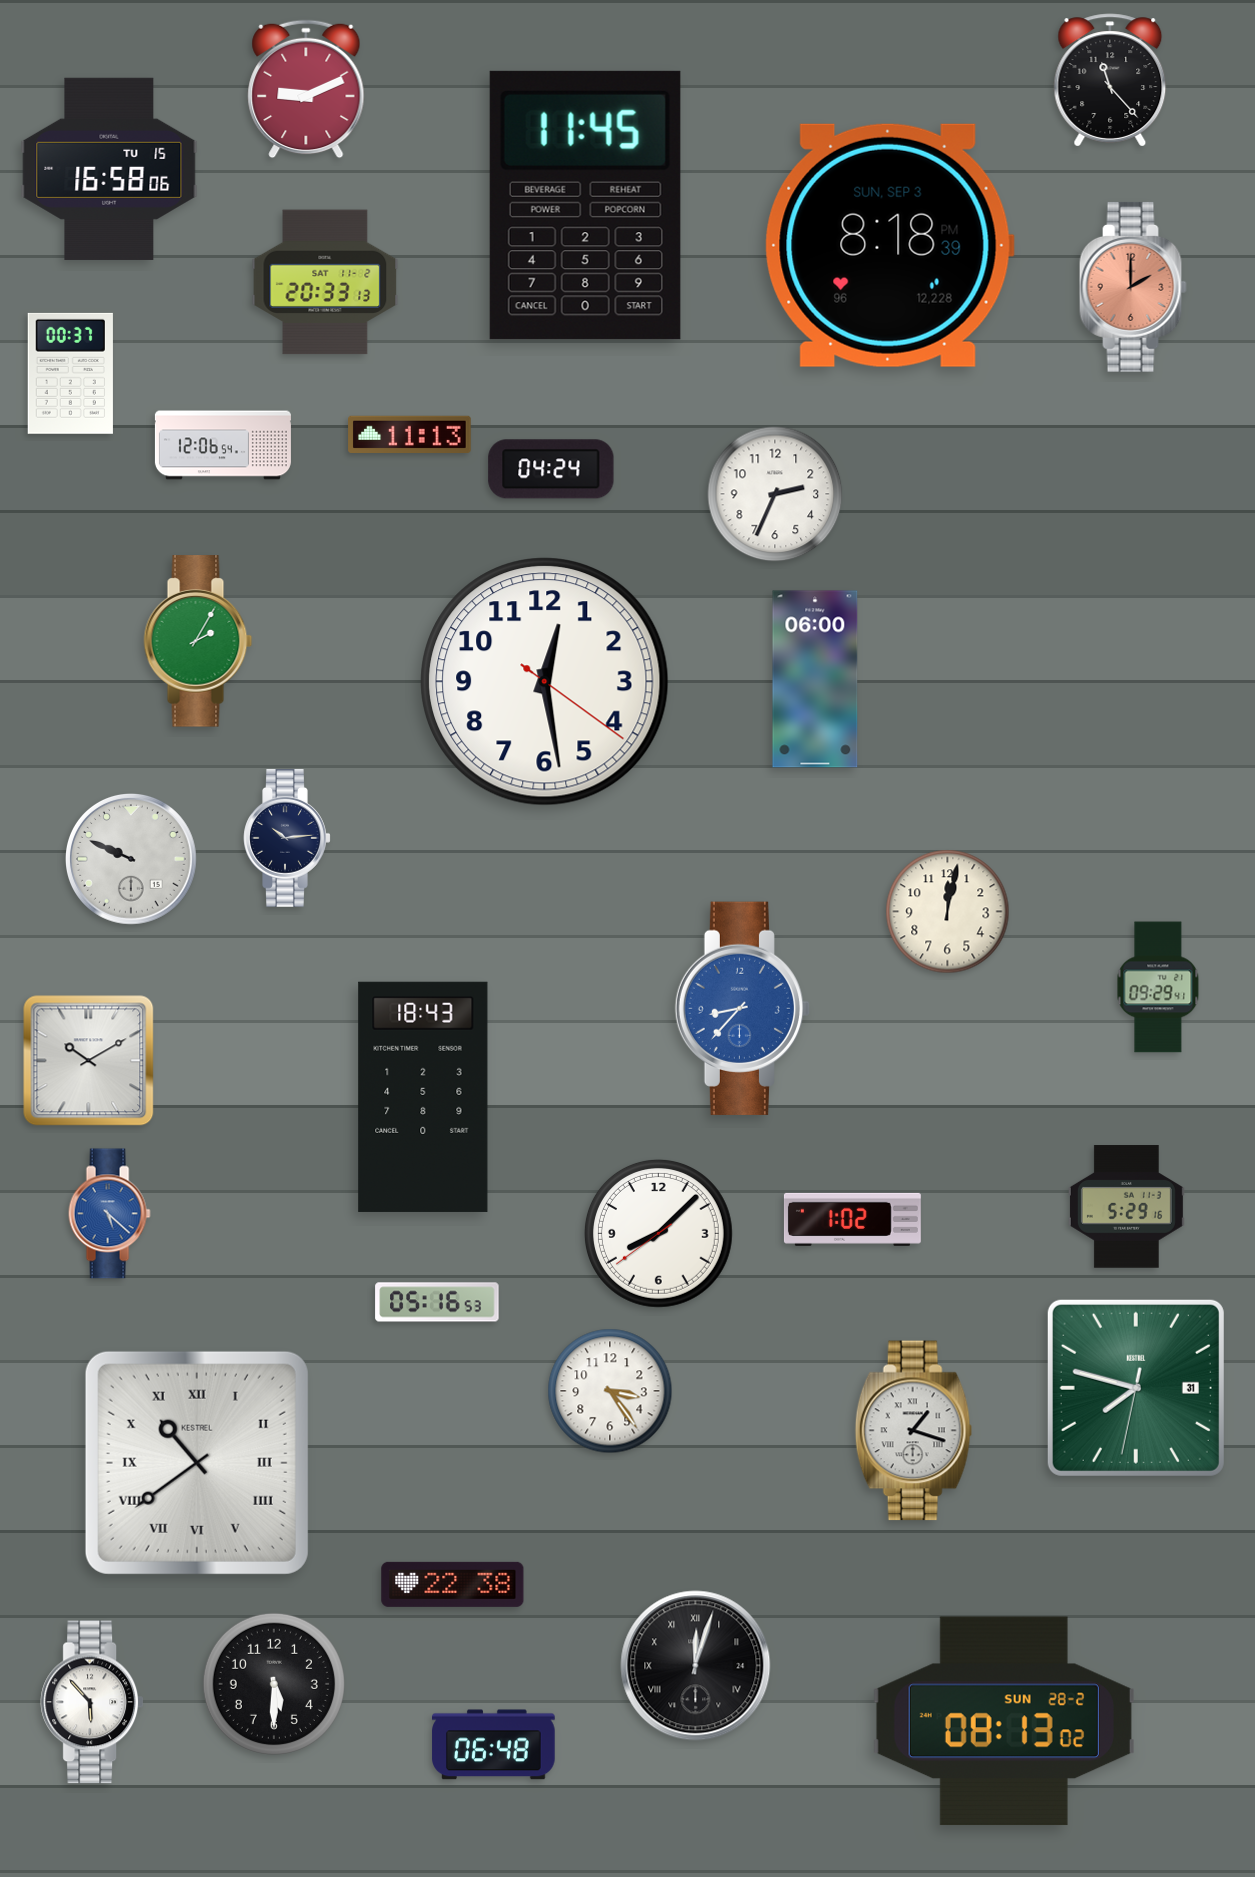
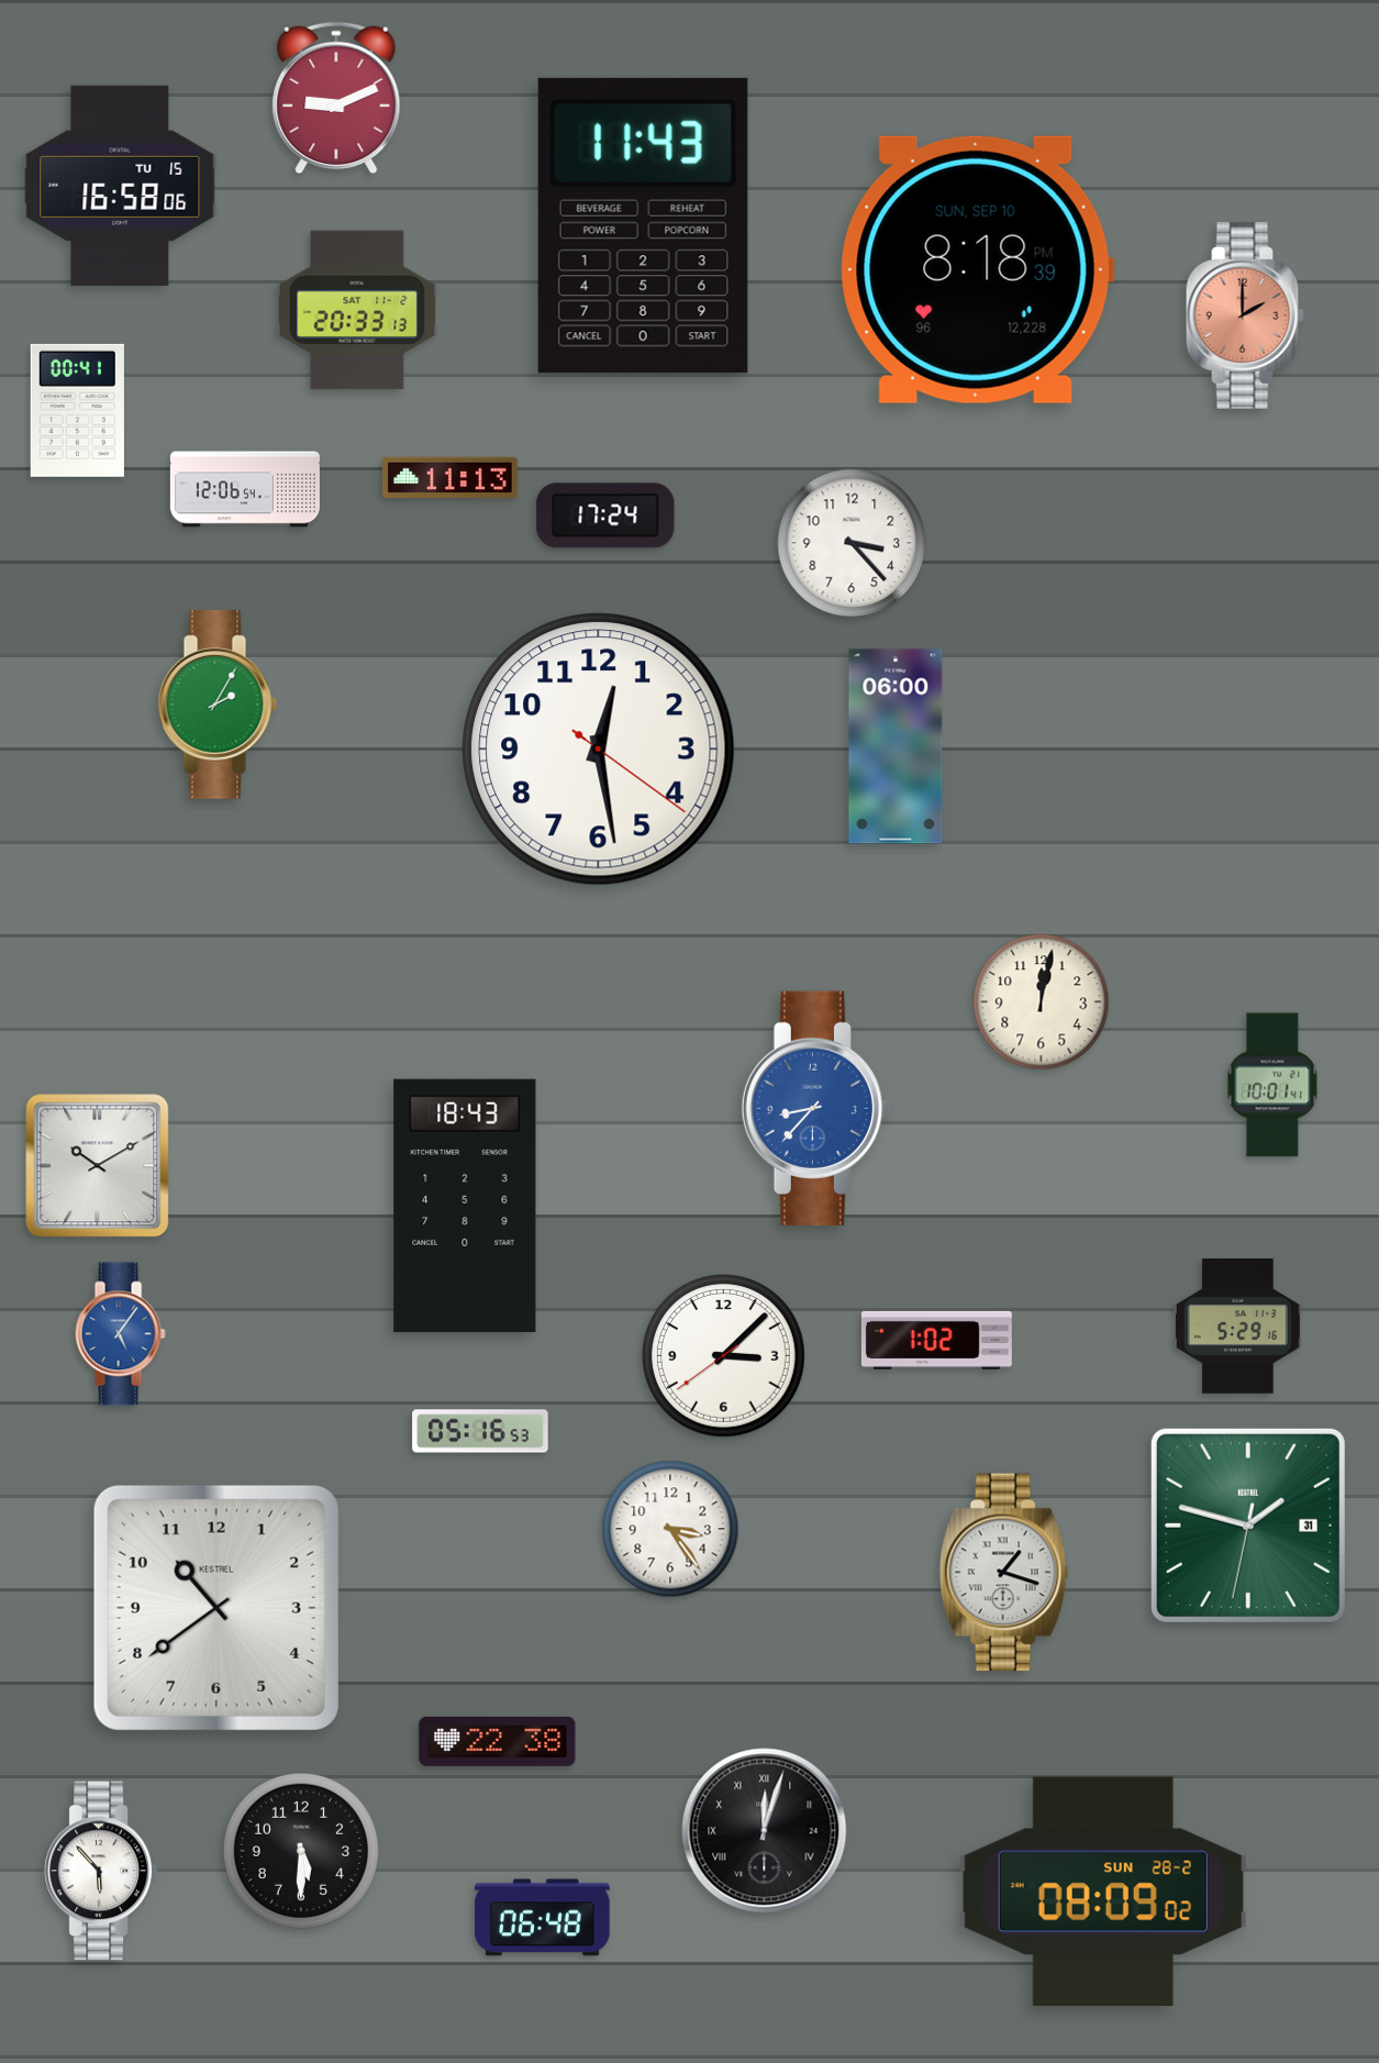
clock at (1110, 80): 11:23 -> none
clock at (585, 205): 11:45 -> 11:43
clock at (889, 245) date: SUN, SEP 3 -> SUN, SEP 10
clock at (70, 373): 00:37 -> 00:41
clock at (551, 469): 04:24 -> 17:24
clock at (775, 494): 2:34 -> 3:23
clock at (287, 838): 10:14 -> none
clock at (132, 860): 9:49 -> none
clock at (1158, 987): 09:29 -> 10:01
clock at (109, 1214): 5:22 -> 5:06
clock at (658, 1233): 8:07 -> 3:07
clock at (1136, 1388): 7:47 -> 1:47
clock at (197, 1463) numerals: Roman -> Arabic
clock at (1004, 1721): 08:13 -> 08:09
